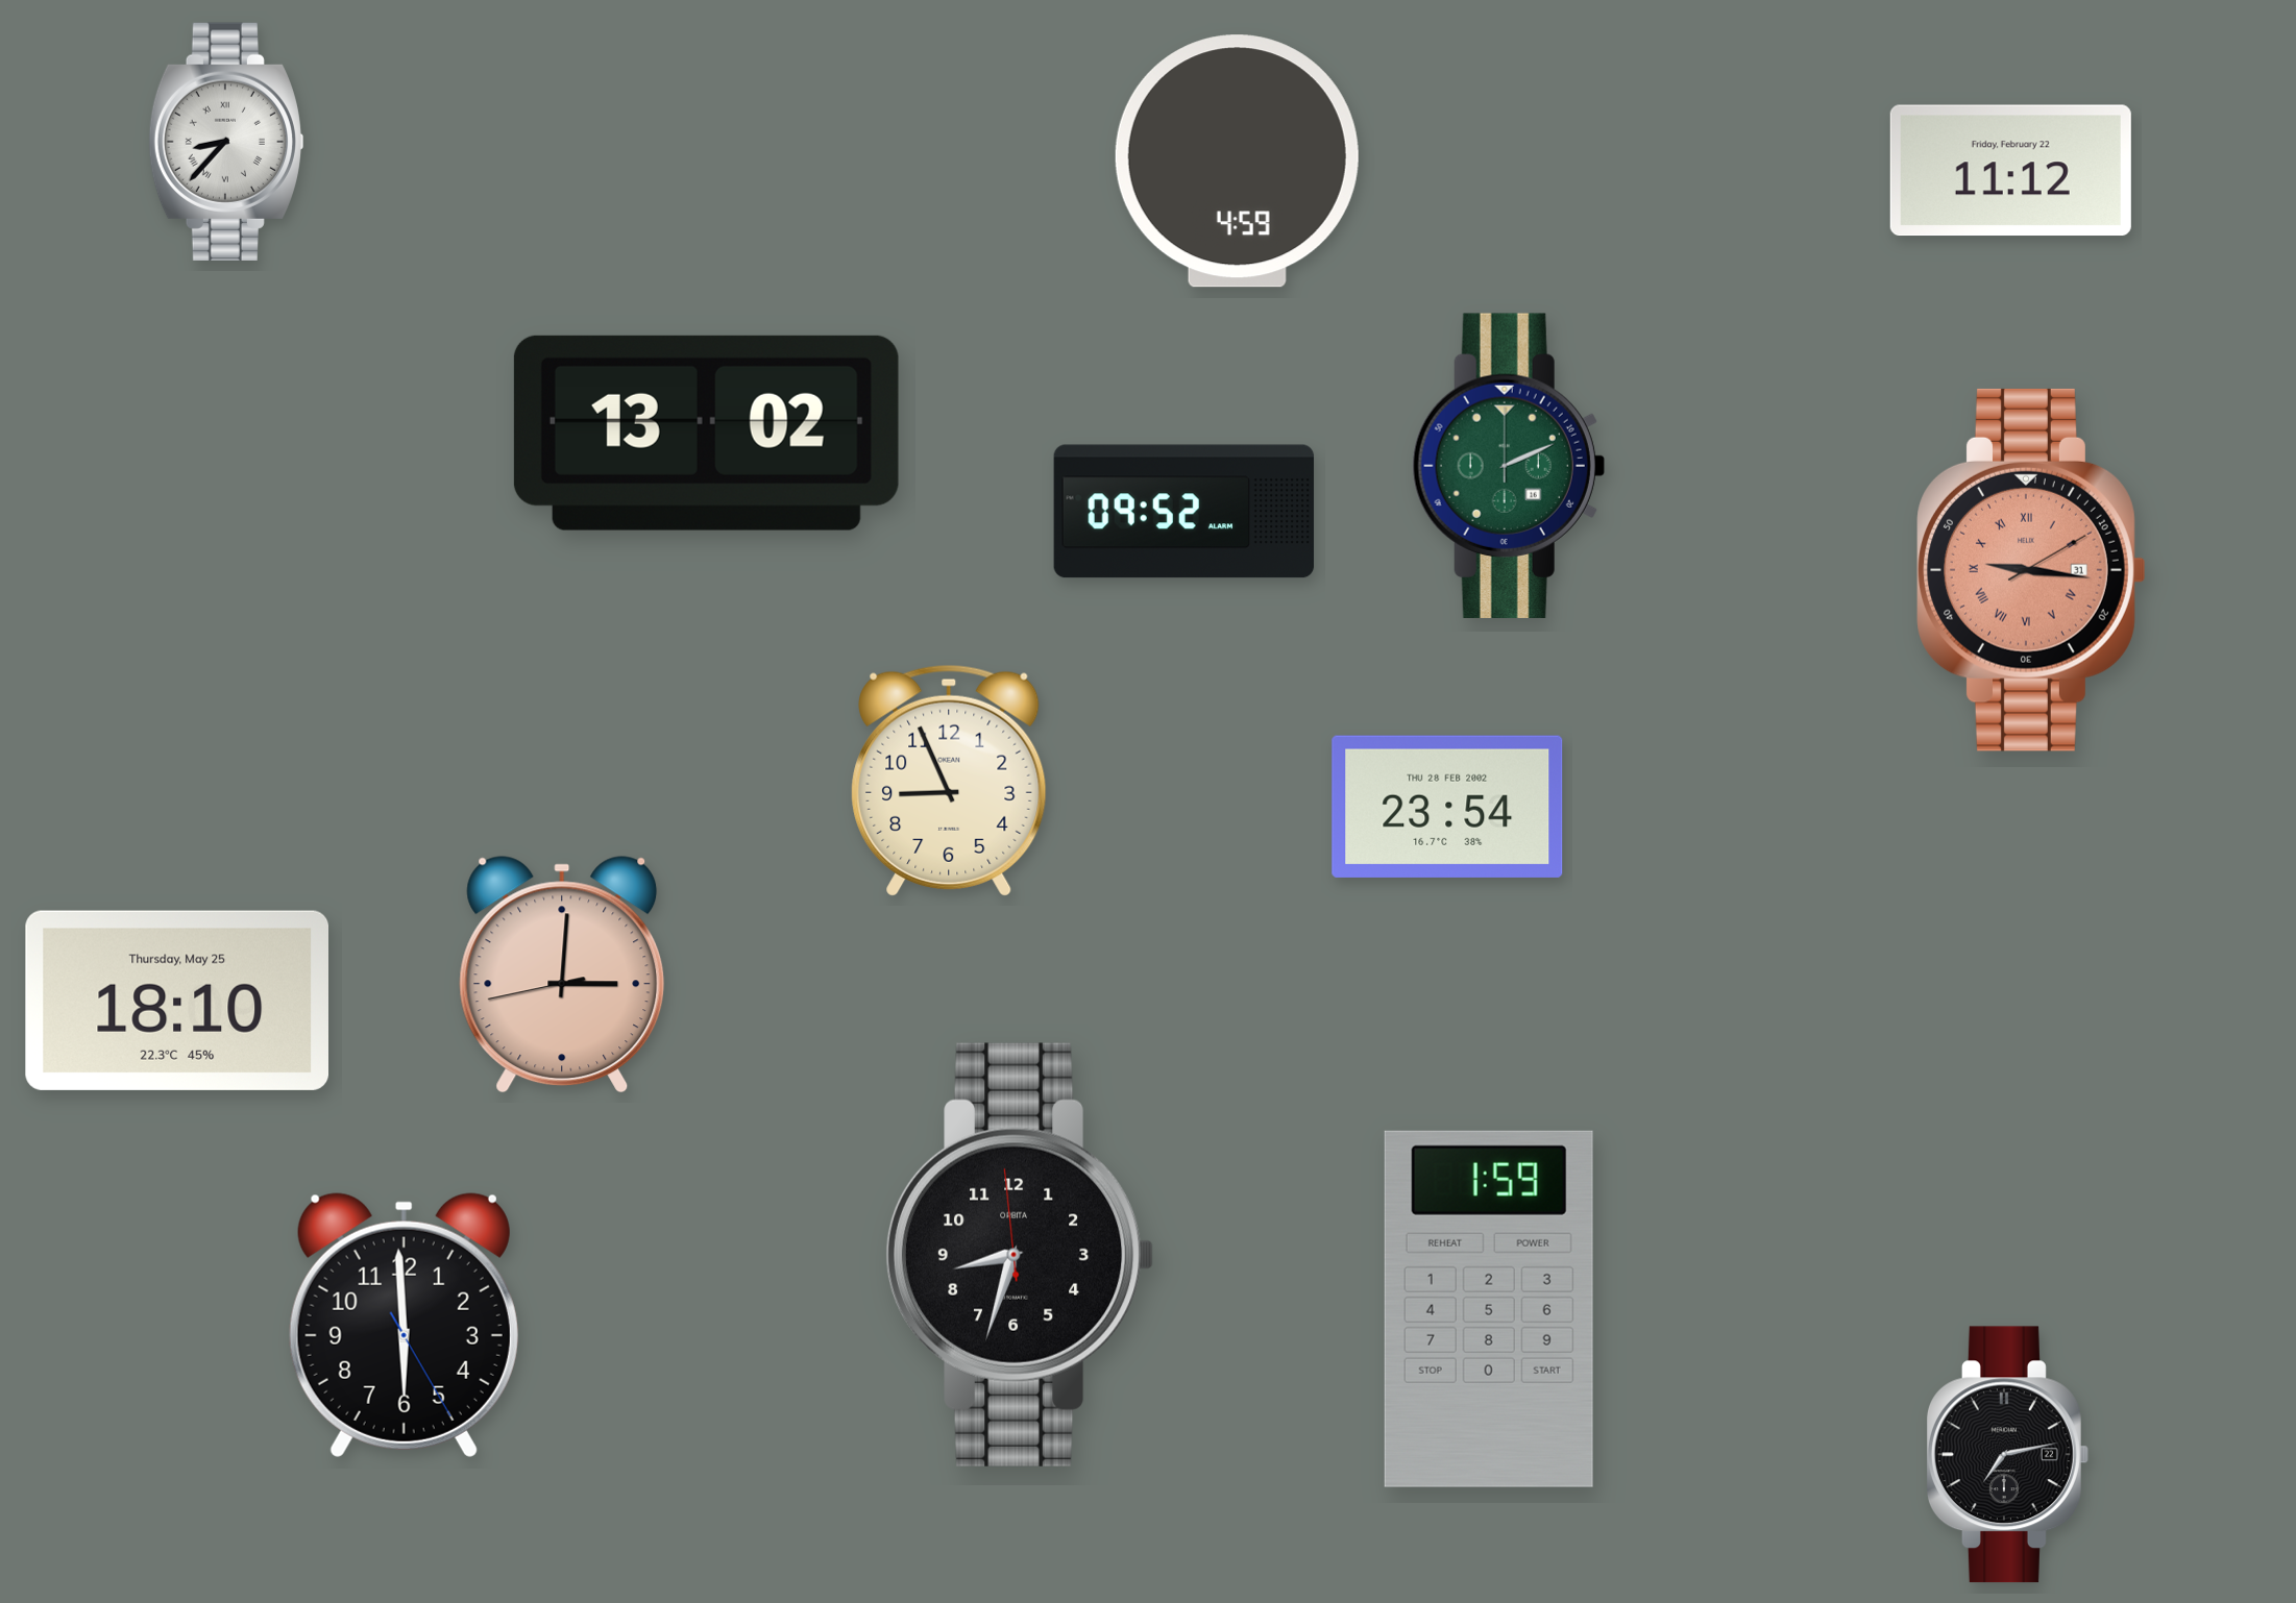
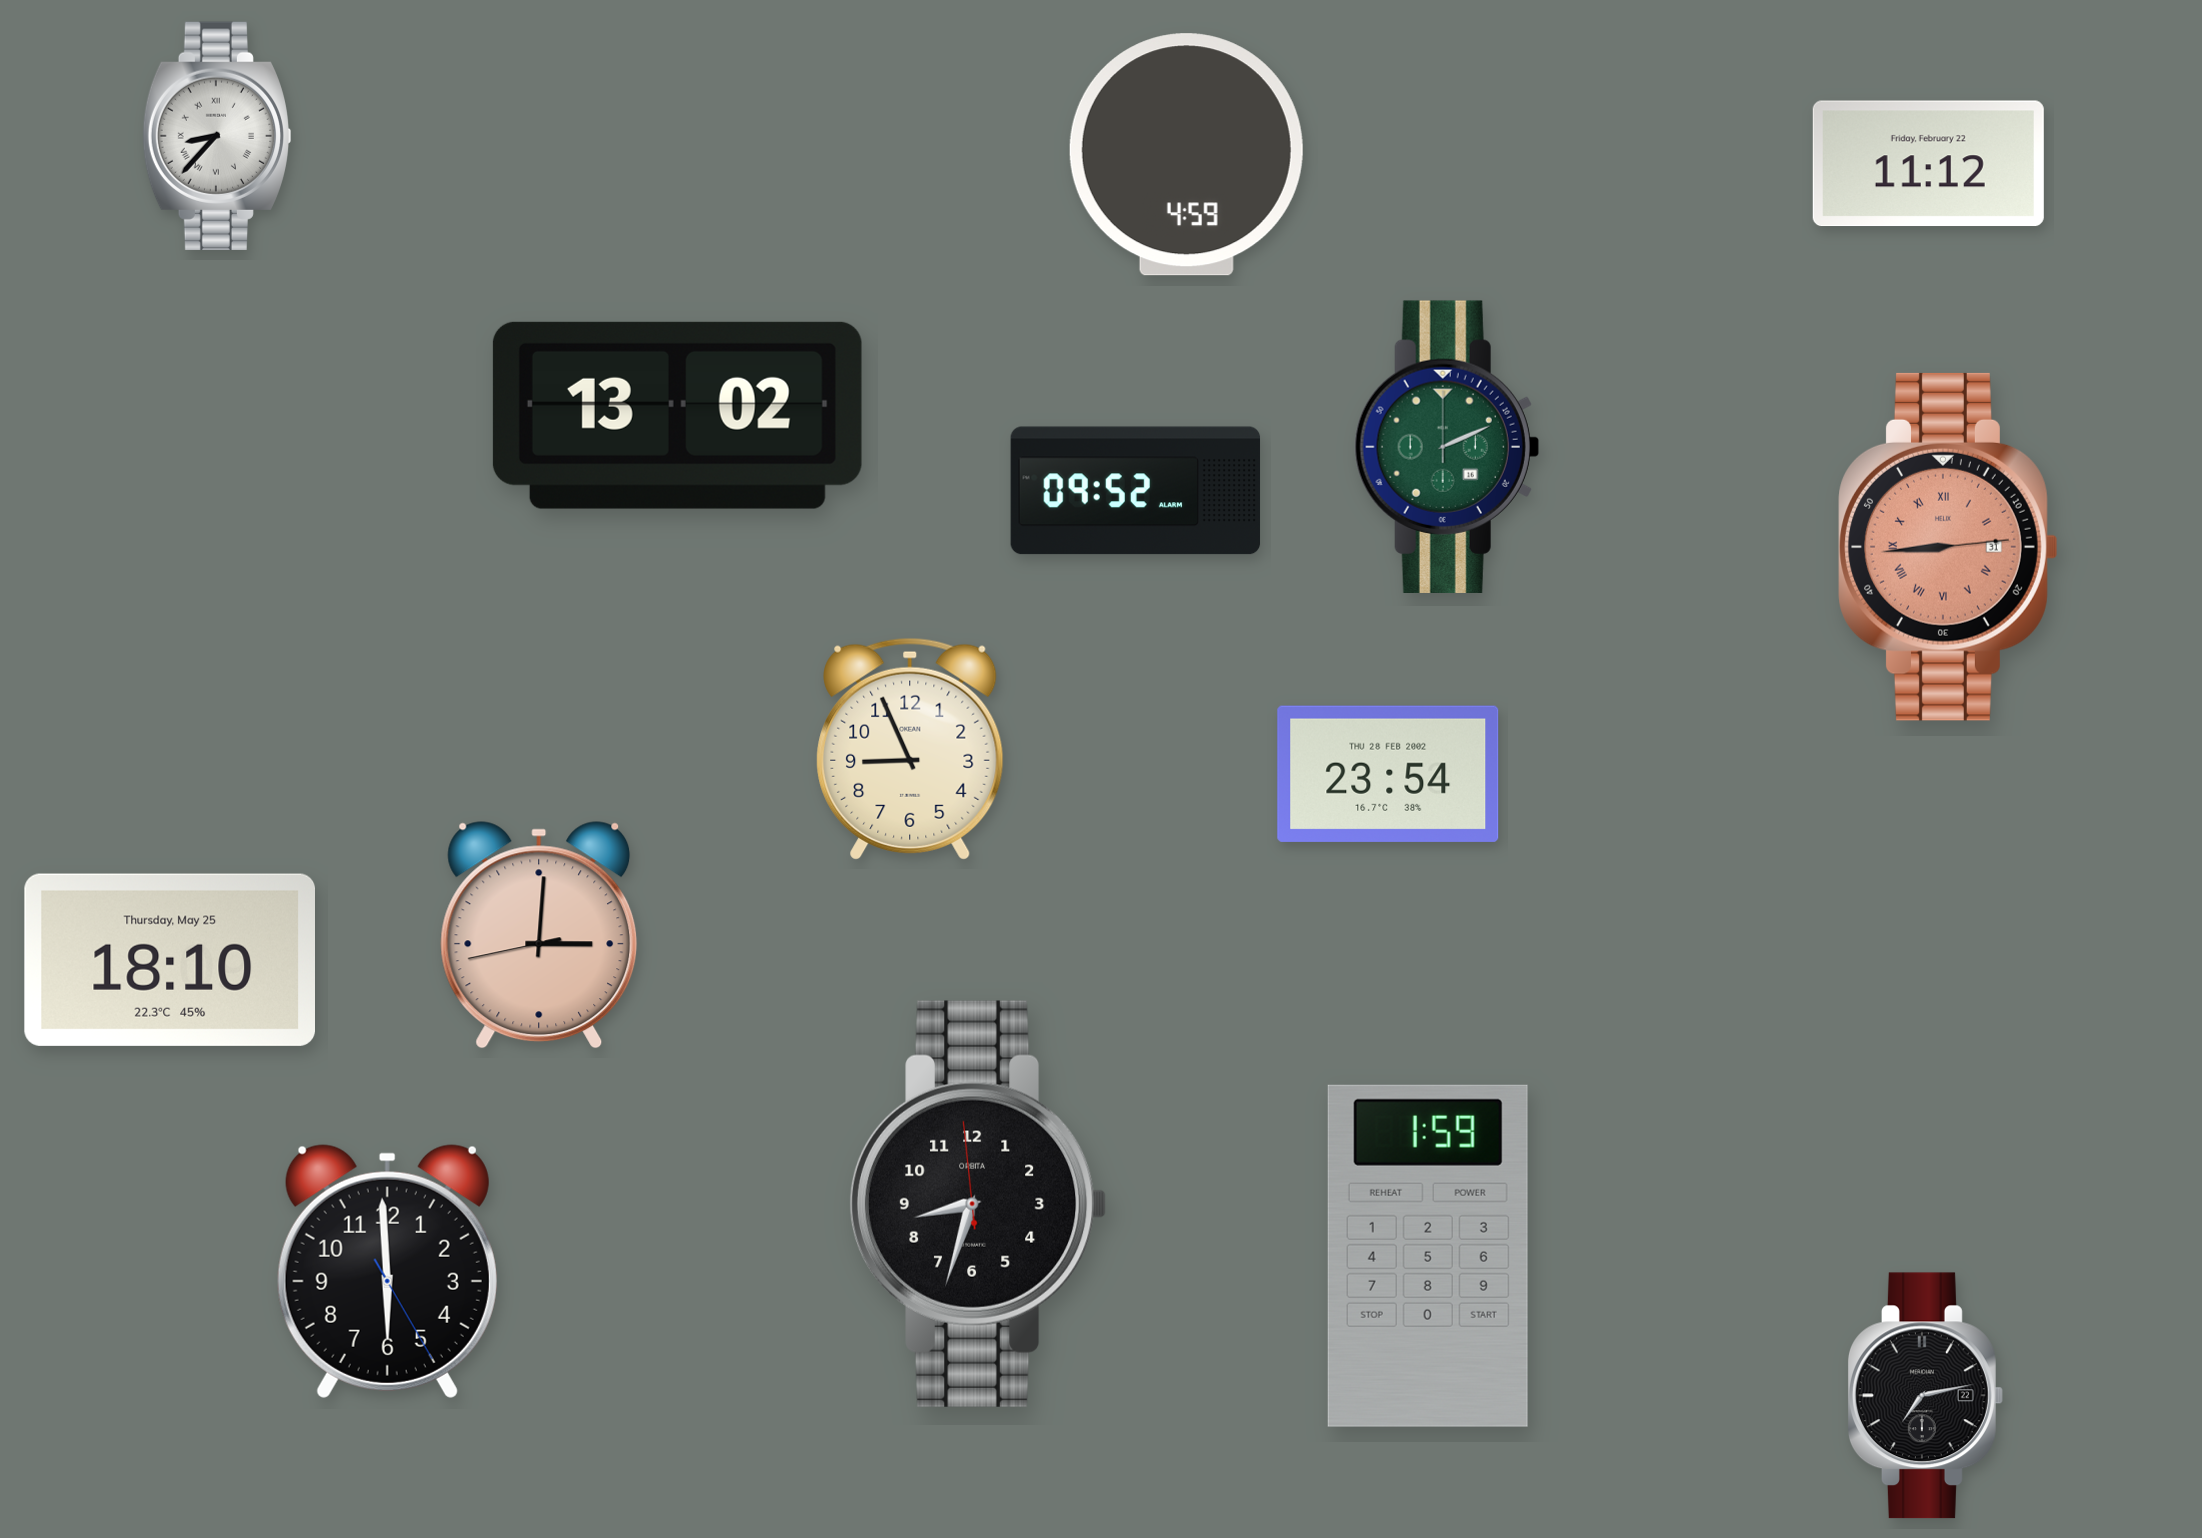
clock at (2031, 570): 9:16 -> 8:44
